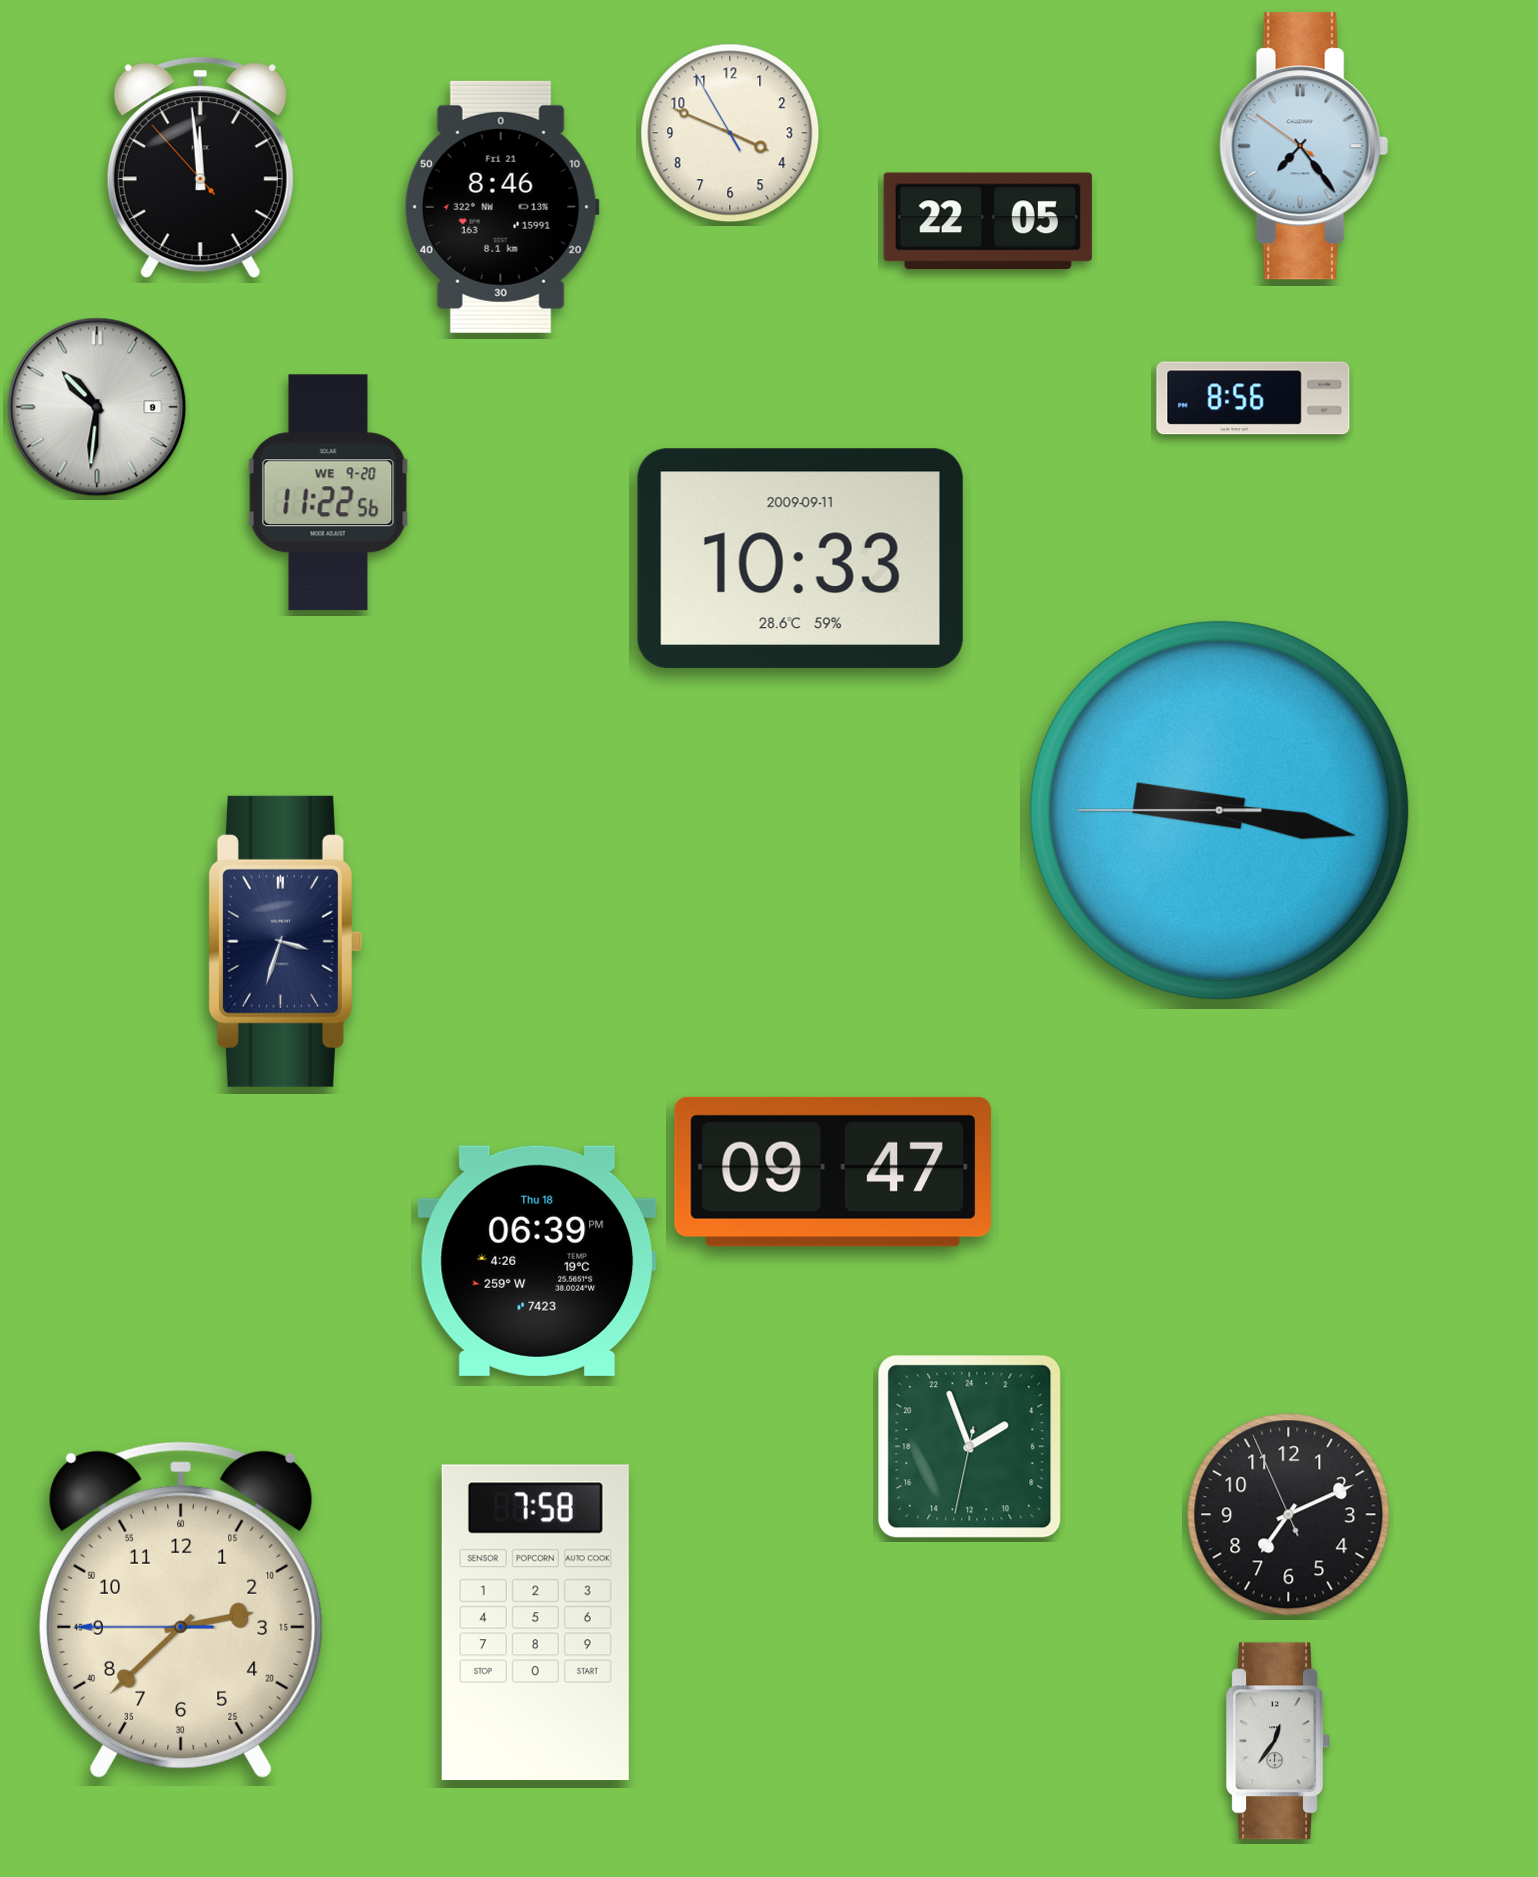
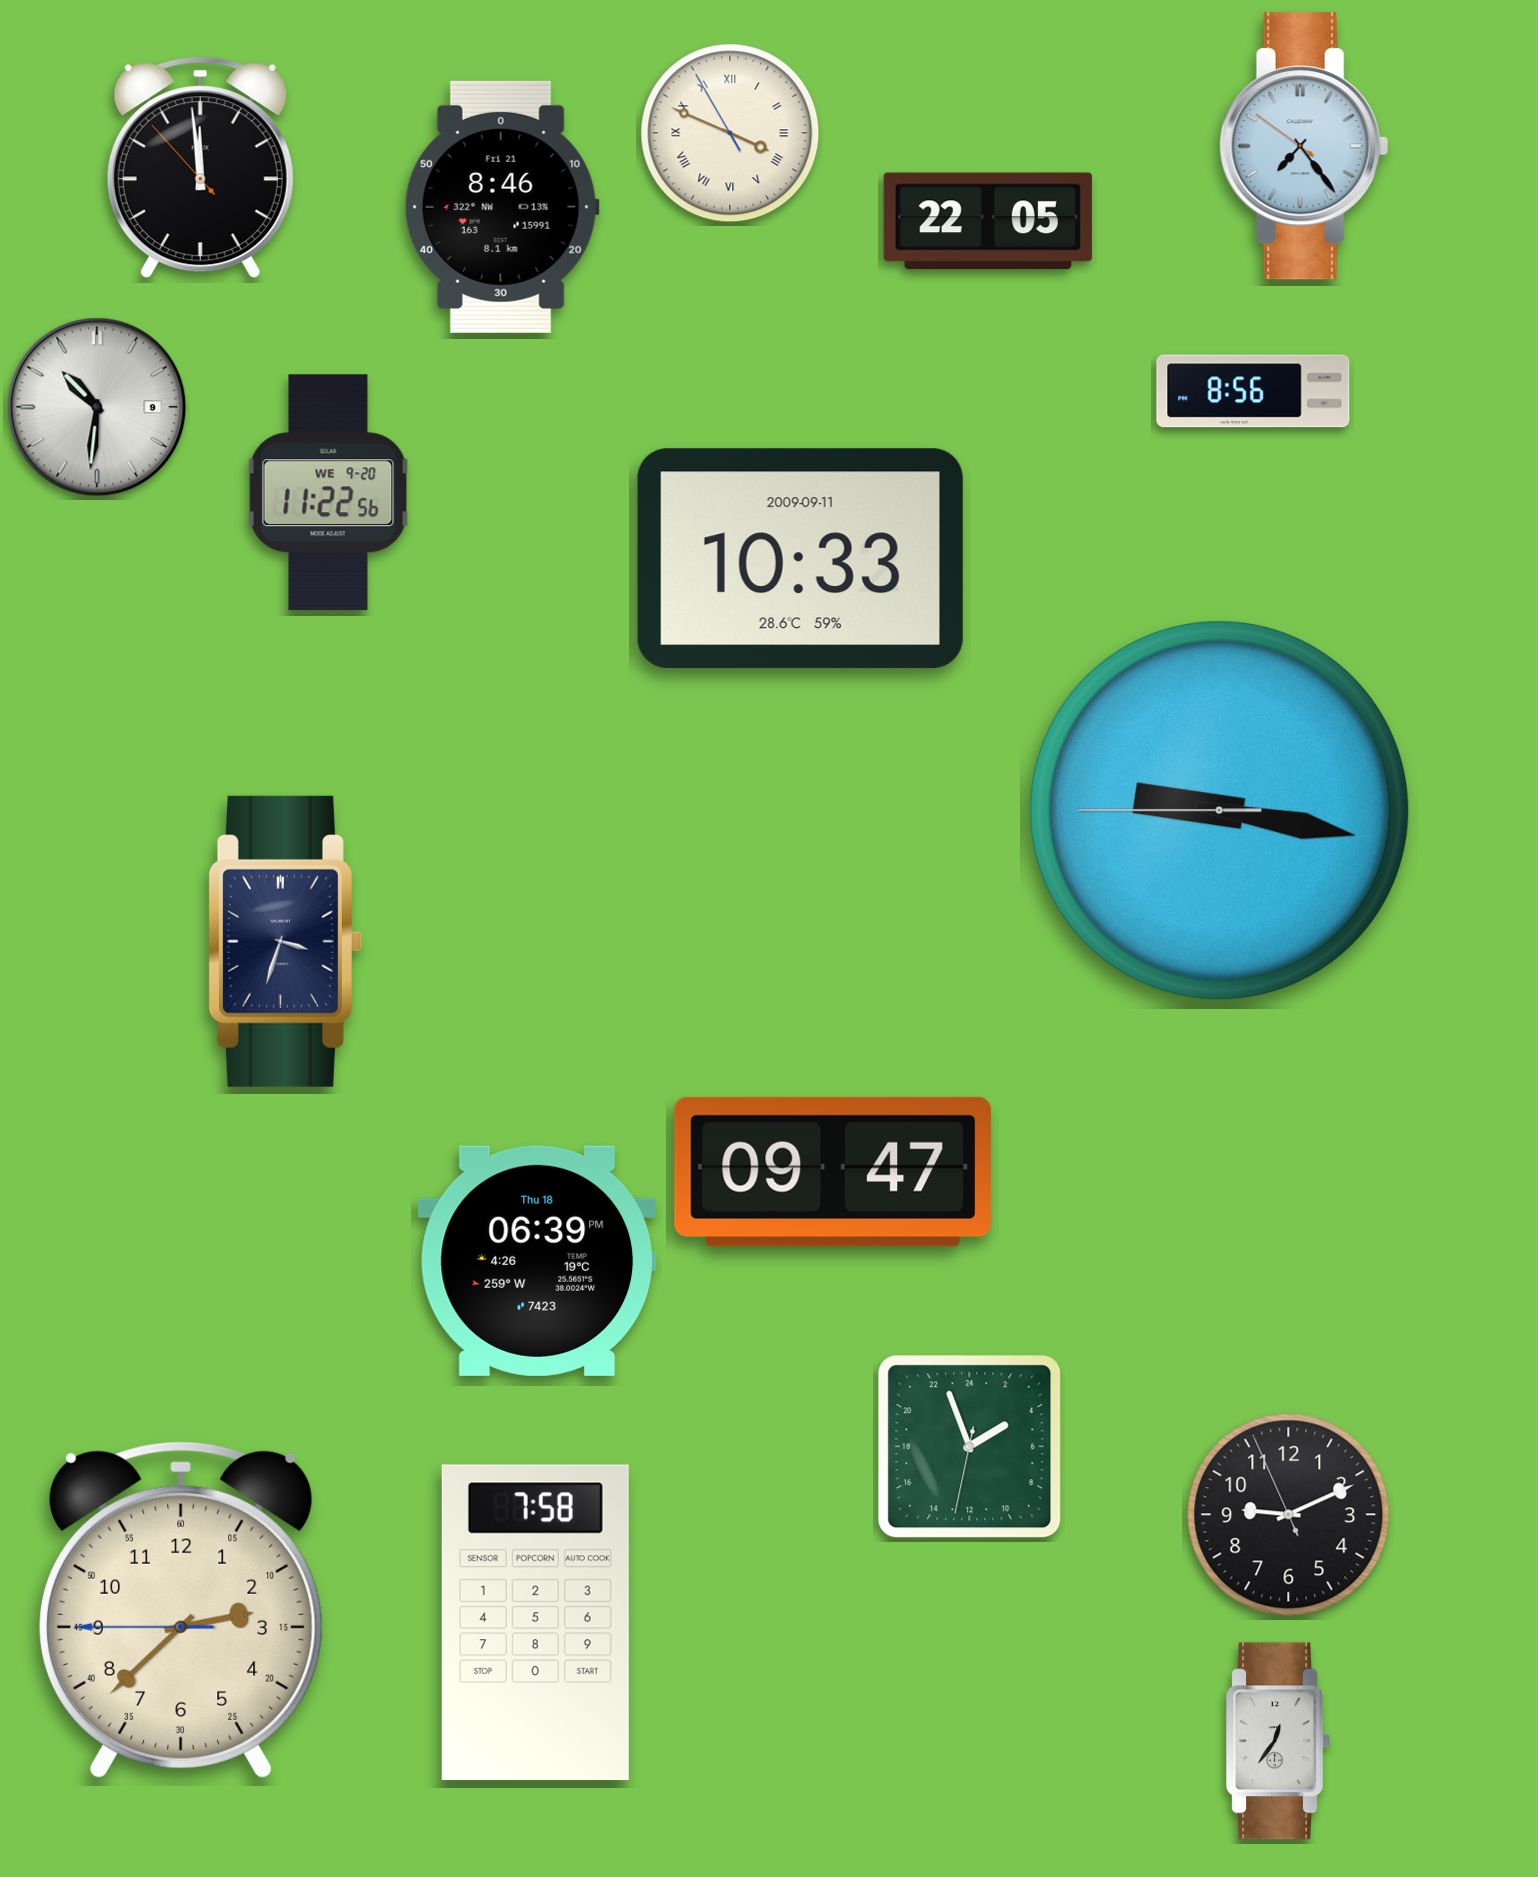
clock at (730, 133) numerals: Arabic -> Roman
clock at (1253, 398) position: (1253, 398) -> (1253, 391)
clock at (1289, 1515): 7:10 -> 9:10
